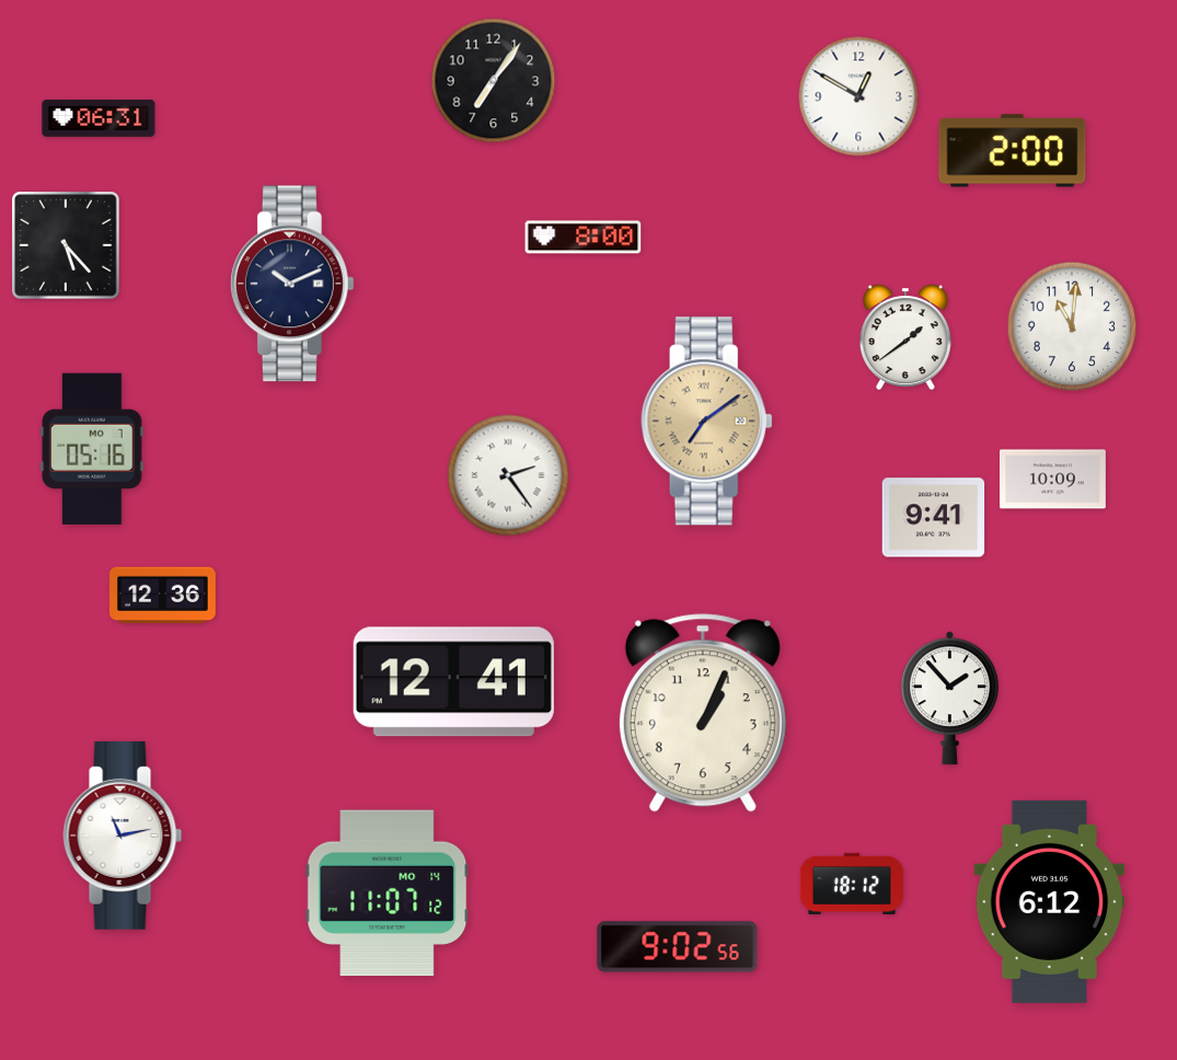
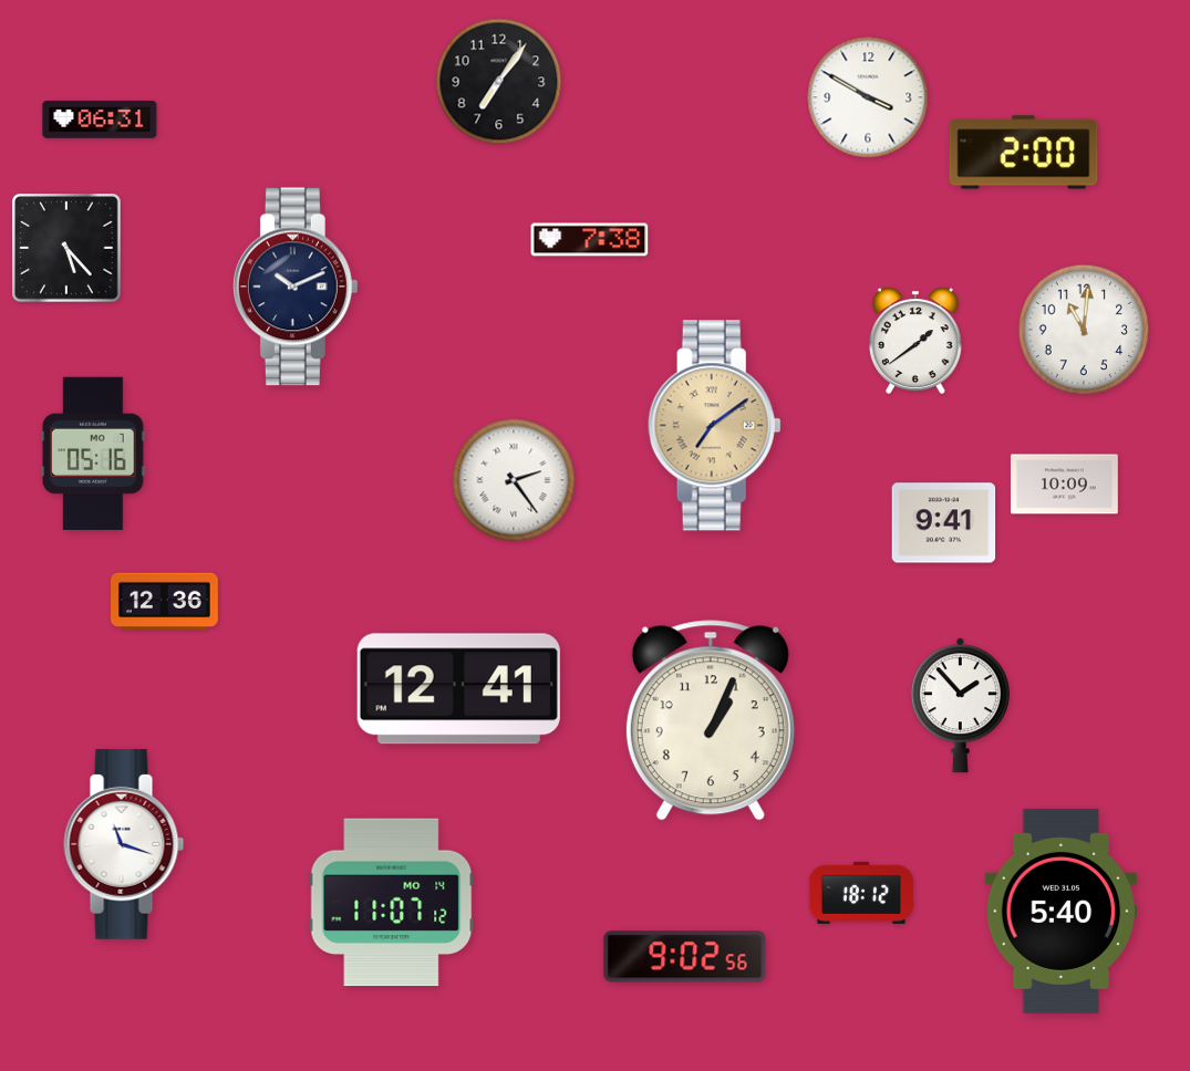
clock at (858, 96): 12:50 -> 3:50
clock at (584, 238): 8:00 -> 7:38
clock at (123, 837): 11:13 -> 11:18
clock at (1050, 901): 6:12 -> 5:40
